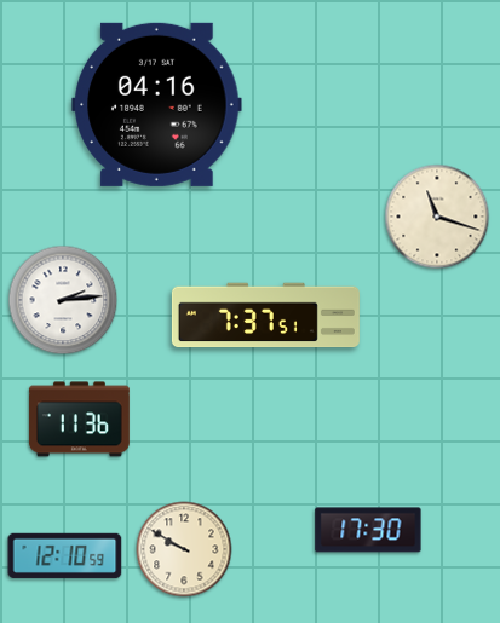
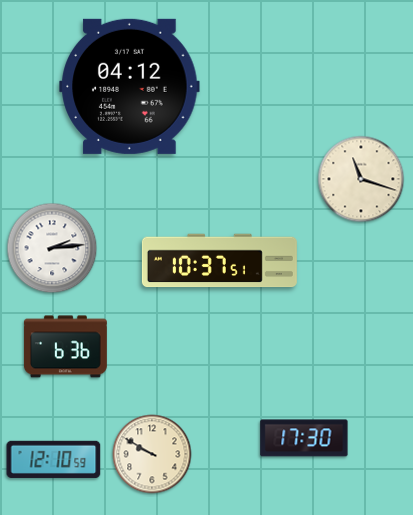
clock at (157, 104): 04:16 -> 04:12
clock at (265, 316): 7:37 -> 10:37
clock at (79, 420): 11:36 -> 6:36
